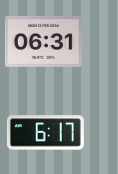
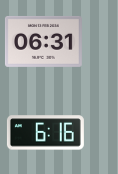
clock at (45, 133): 6:17 -> 6:16
